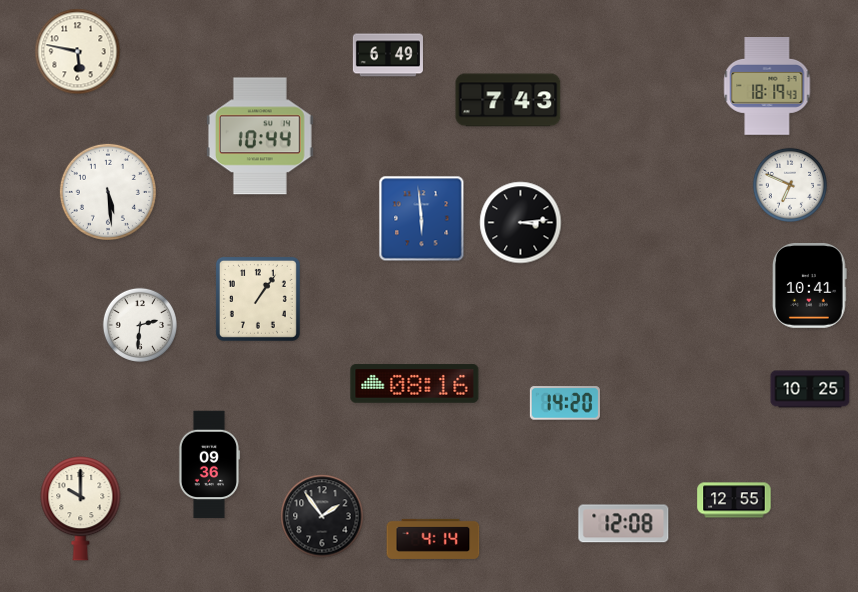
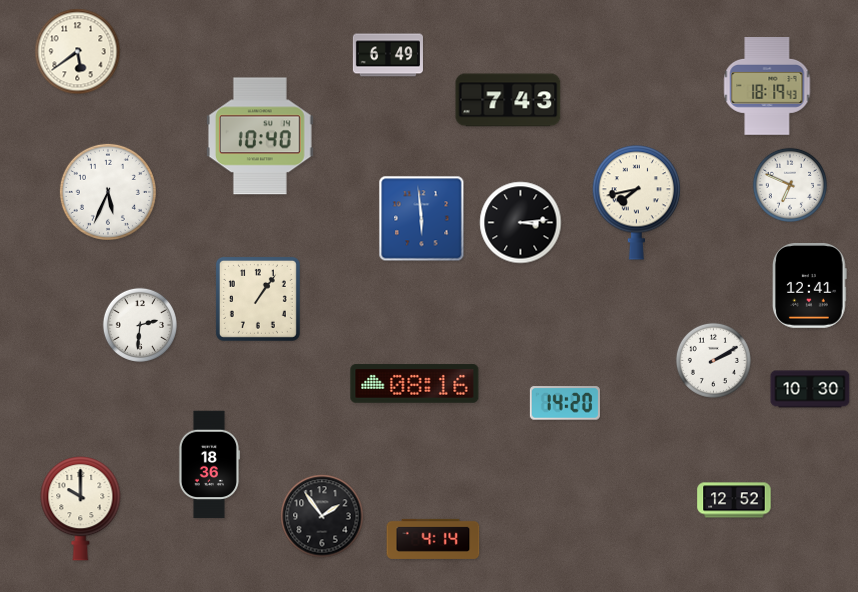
clock at (78, 52): 5:47 -> 5:39
clock at (260, 136): 10:44 -> 10:40
clock at (108, 192): 5:29 -> 5:34
clock at (636, 203): none -> 7:43
clock at (810, 286): 10:41 -> 12:41
clock at (713, 360): none -> 2:10
clock at (810, 389): 10:25 -> 10:30
clock at (209, 465): 09:36 -> 18:36
clock at (734, 500): 12:55 -> 12:52
clock at (624, 524): 12:08 -> none
